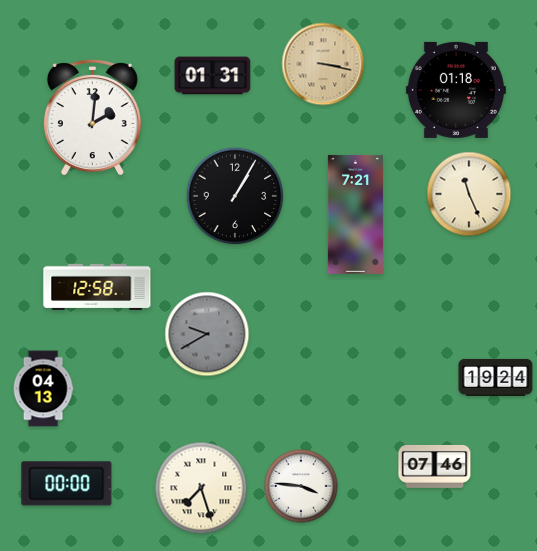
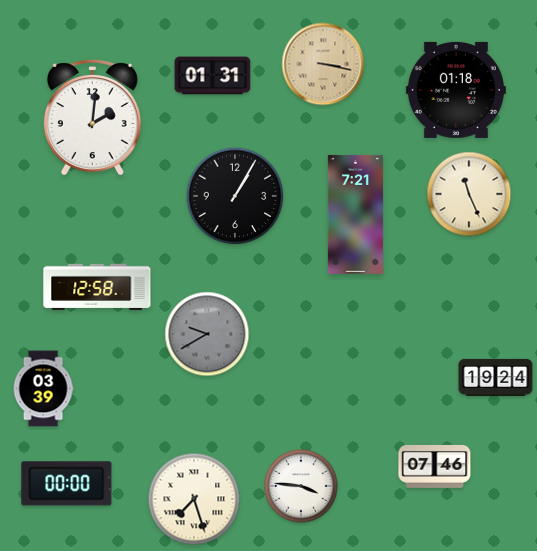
clock at (43, 389): 04:13 -> 03:39
clock at (201, 488) position: (201, 488) -> (194, 499)
